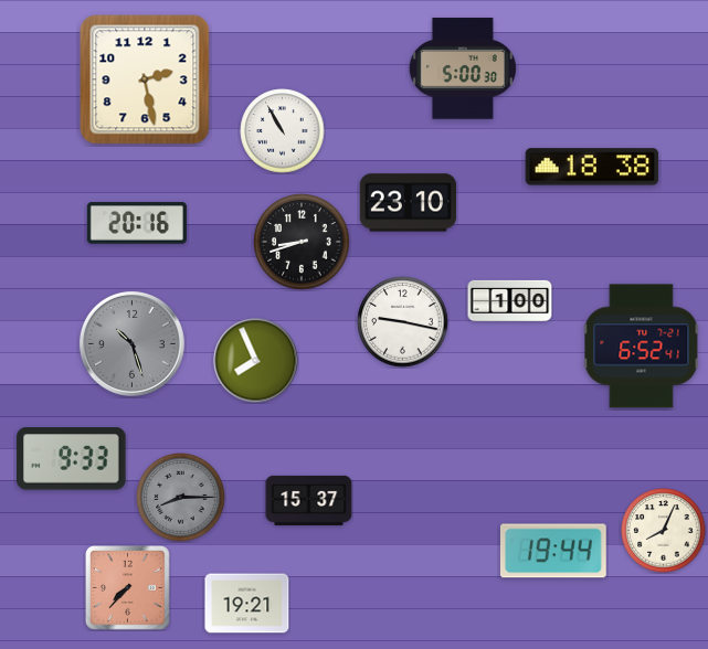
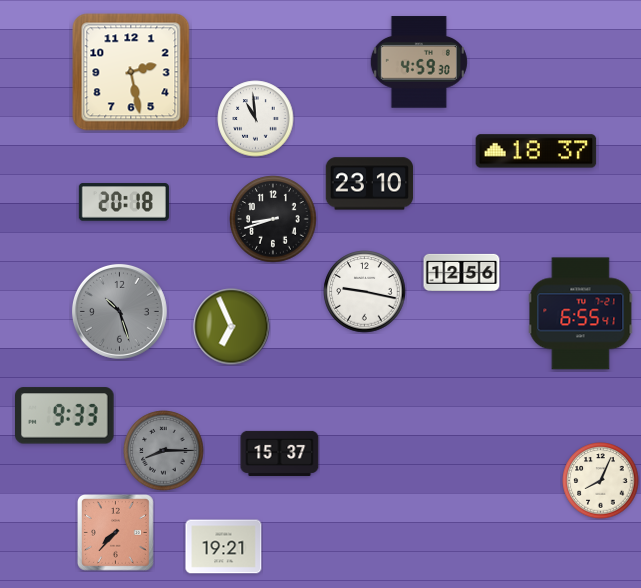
clock at (463, 68): 5:00 -> 4:59
clock at (283, 131): 10:55 -> 10:59
clock at (592, 167): 18:38 -> 18:37
clock at (137, 223): 20:16 -> 20:18
clock at (510, 300): 1:00 -> 12:56
clock at (642, 347): 6:52 -> 6:55
clock at (256, 361): 7:56 -> 6:56
clock at (553, 551): 19:44 -> none
